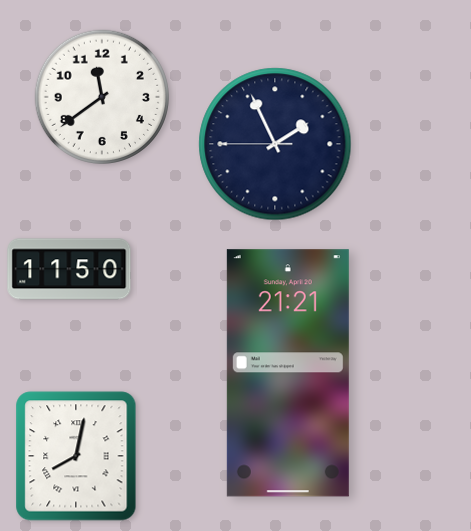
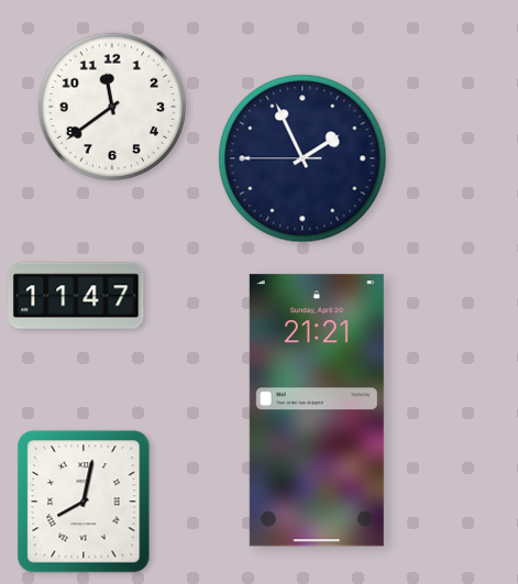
clock at (69, 269): 11:50 -> 11:47
